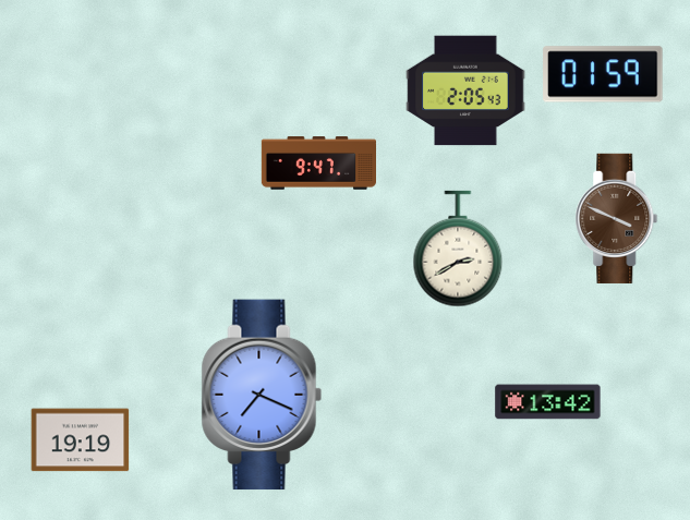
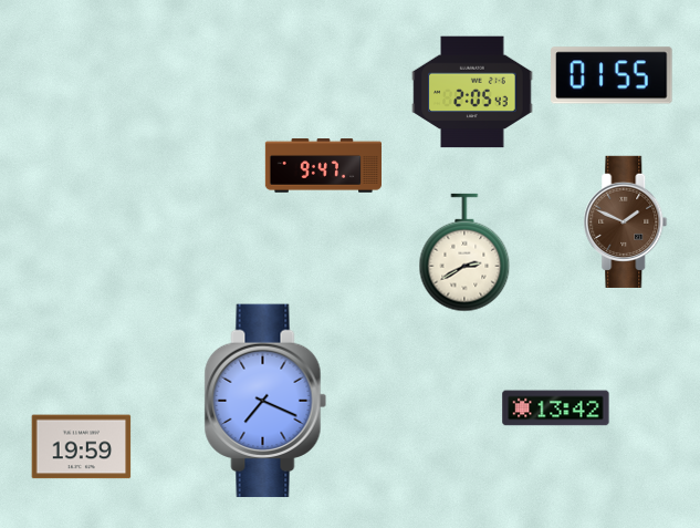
clock at (603, 74): 01:59 -> 01:55
clock at (617, 218): 3:49 -> 1:49
clock at (81, 440): 19:19 -> 19:59
